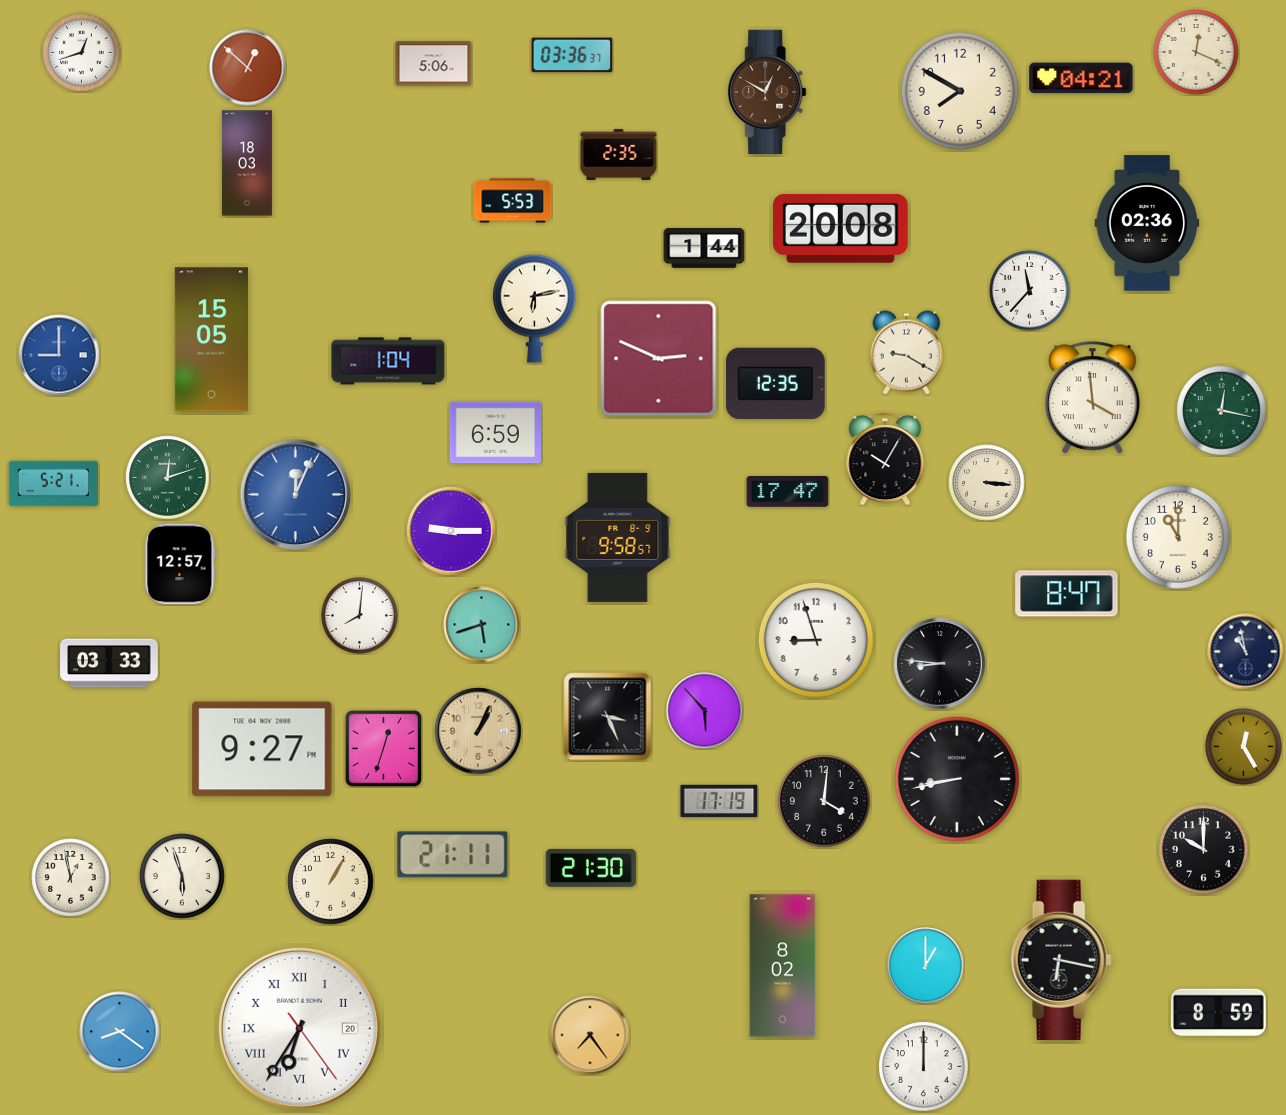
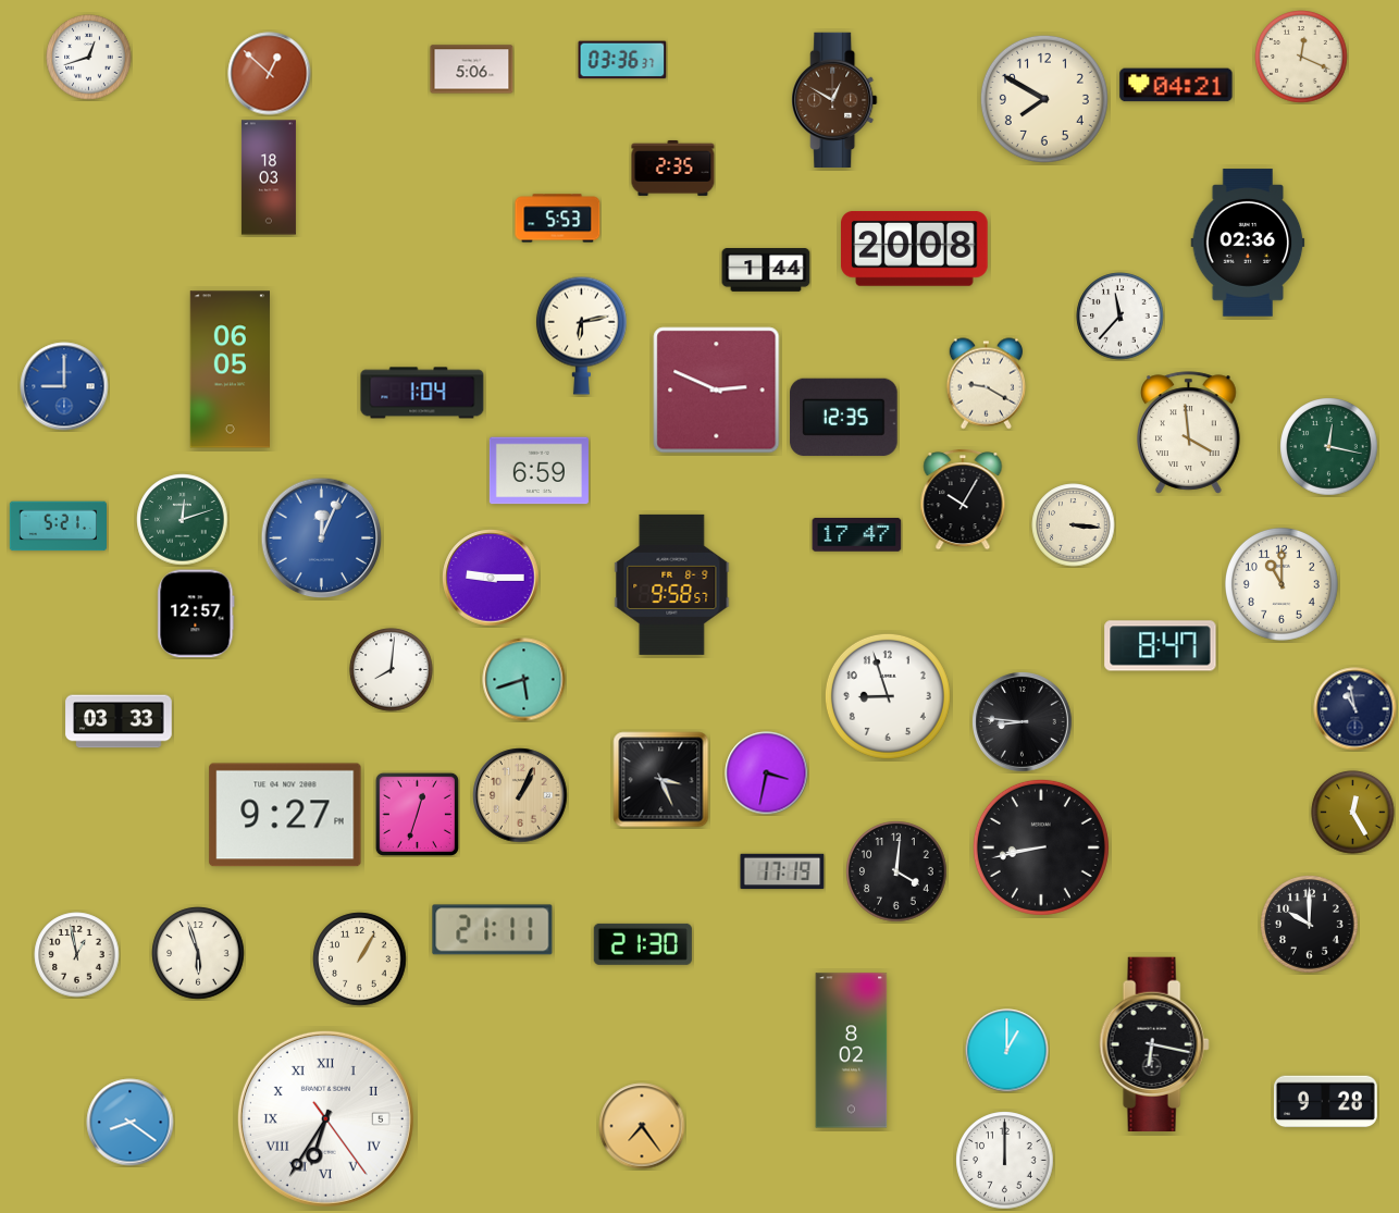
clock at (211, 340): 15:05 -> 06:05
clock at (705, 711): 5:53 -> 3:32
clock at (1218, 1013): 8:59 -> 9:28
clock at (299, 1028) date: 20 -> 5
